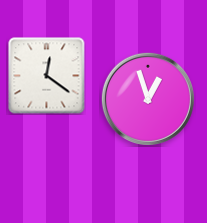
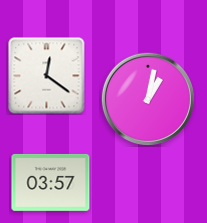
clock at (148, 99): 12:57 -> 1:02
clock at (51, 182): none -> 03:57
